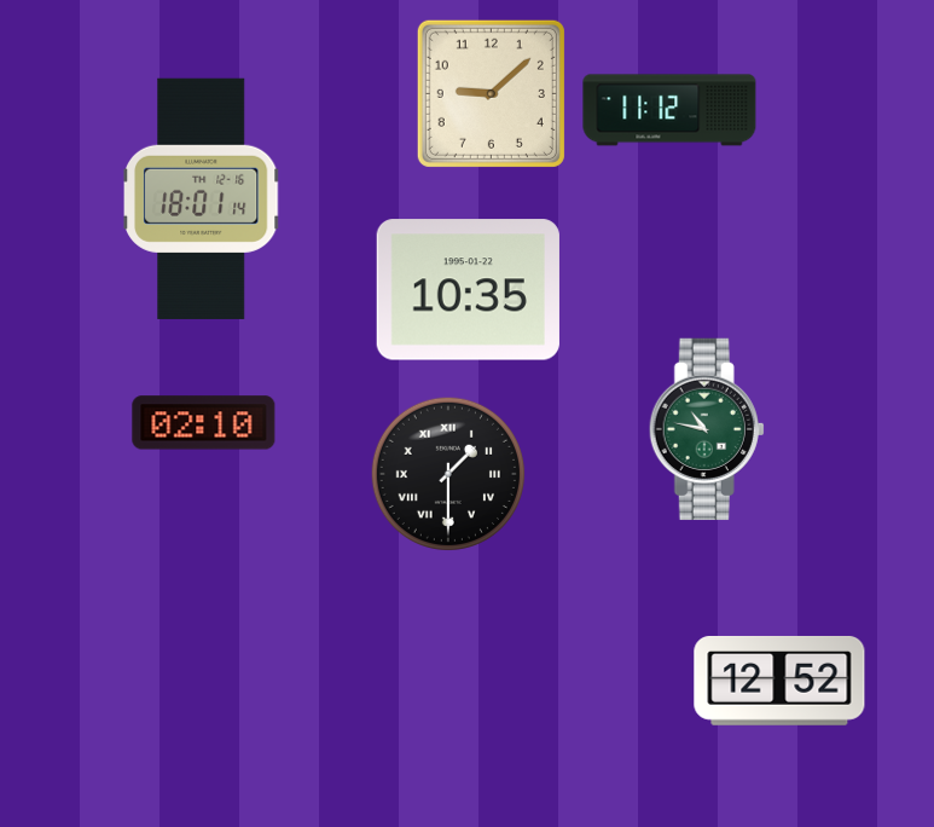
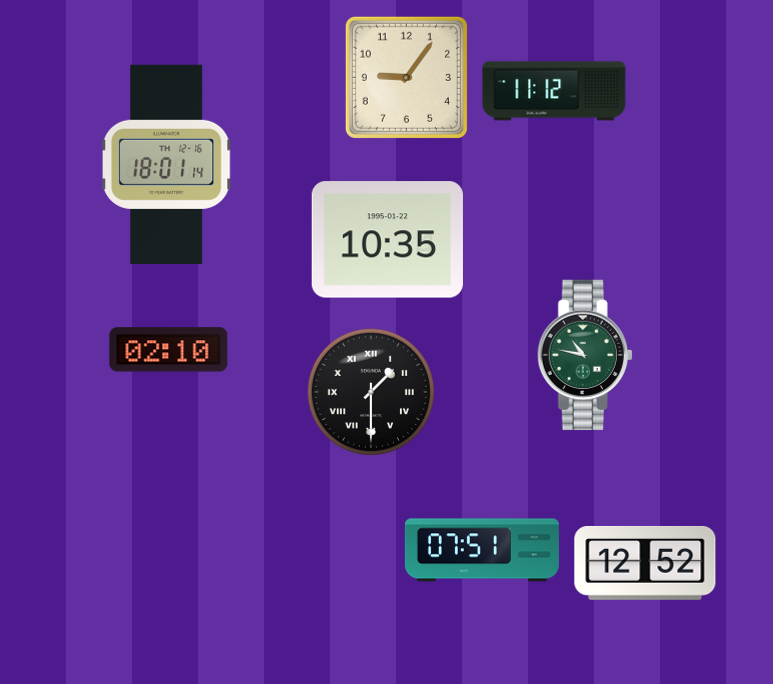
clock at (491, 93): 9:08 -> 9:06
clock at (482, 550): none -> 07:51
